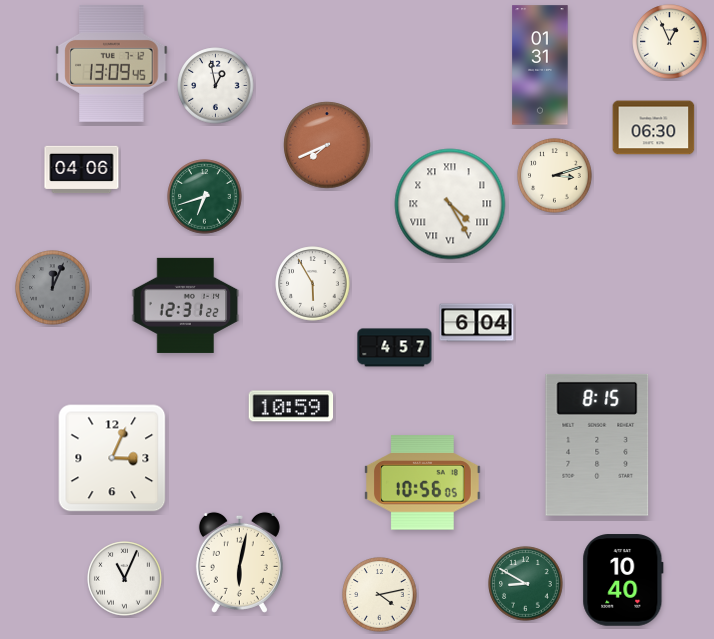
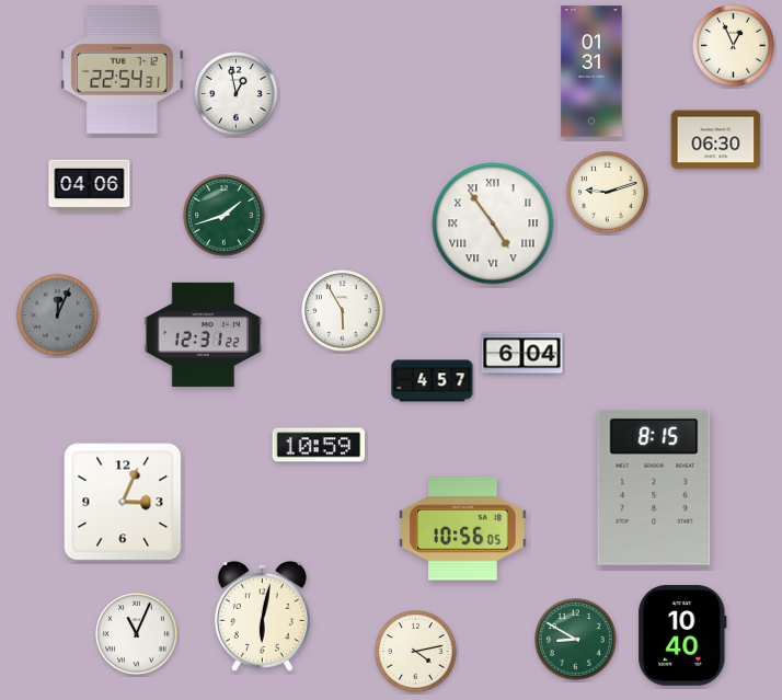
clock at (112, 64): 13:09 -> 22:54
clock at (327, 145): 7:41 -> none
clock at (555, 176): 3:12 -> 9:12
clock at (205, 197): 6:42 -> 1:42
clock at (450, 204): 4:25 -> 4:54
